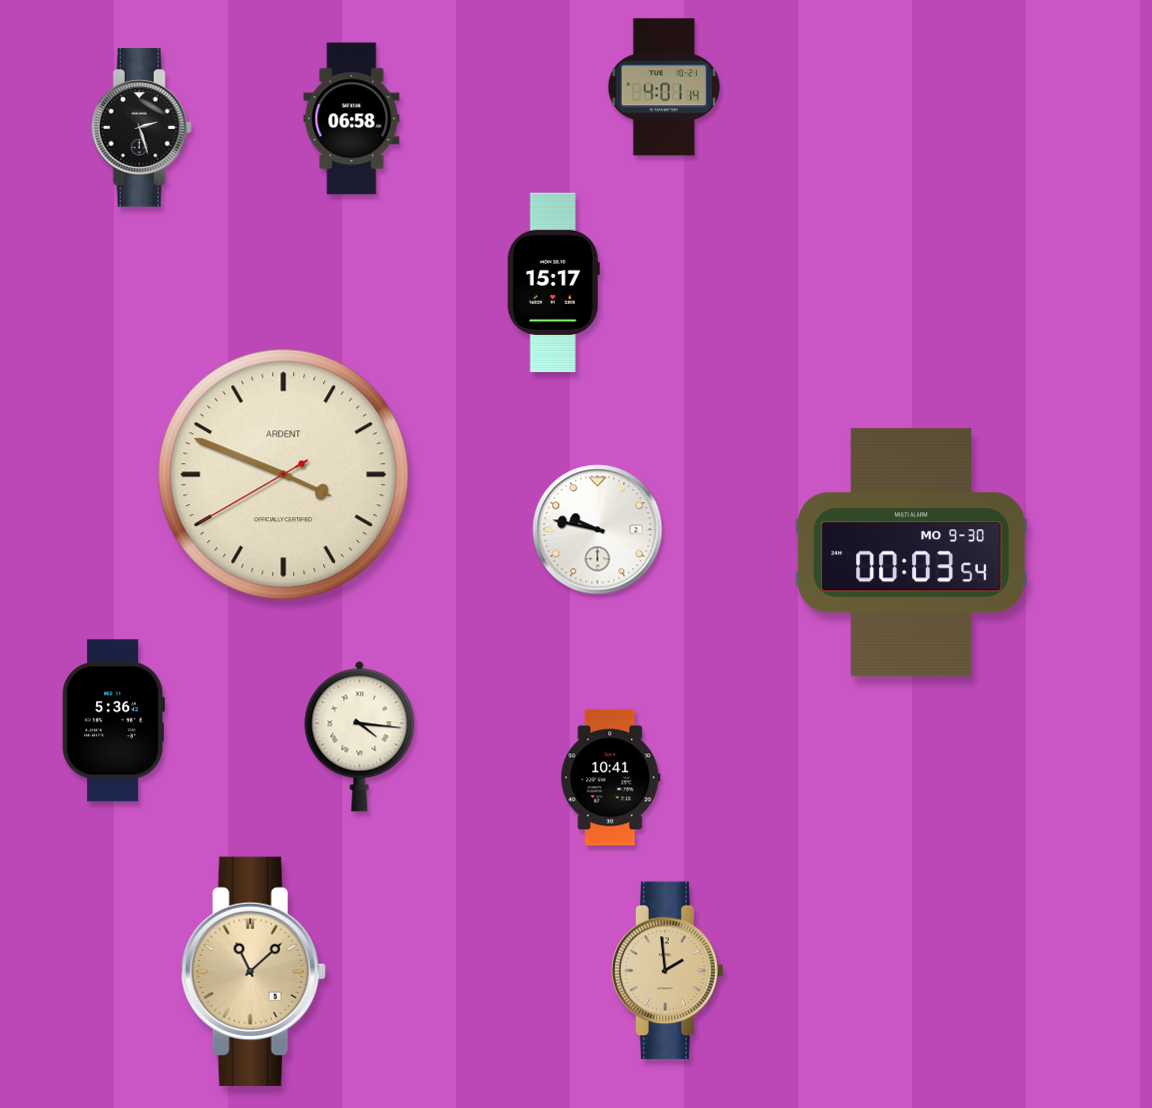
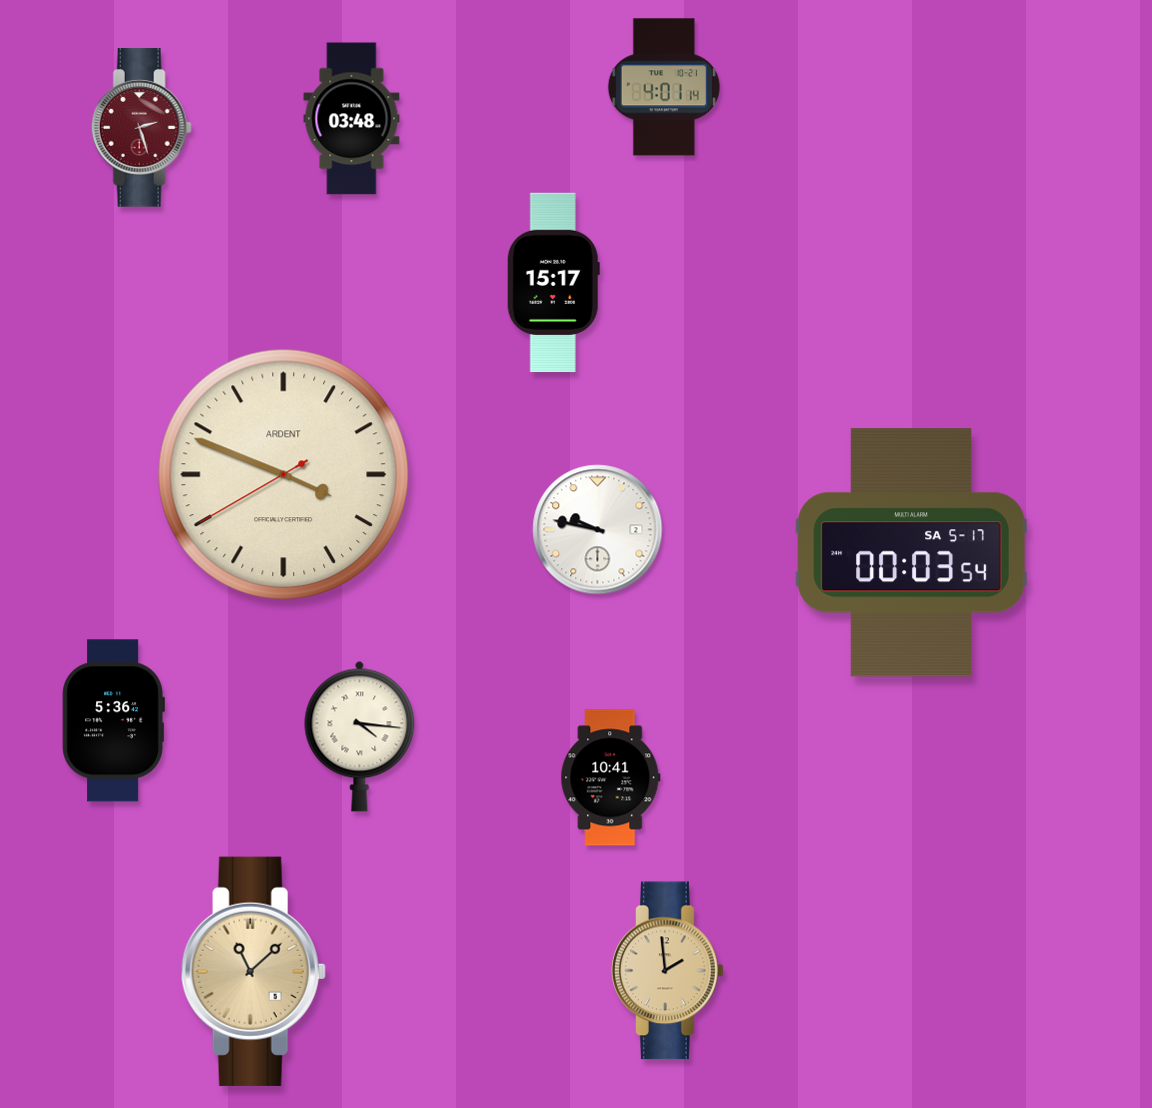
clock at (352, 119): 06:58 -> 03:48
clock at (141, 128) dial: black -> burgundy
clock at (911, 553) date: MO 9-30 -> SA 5-17
